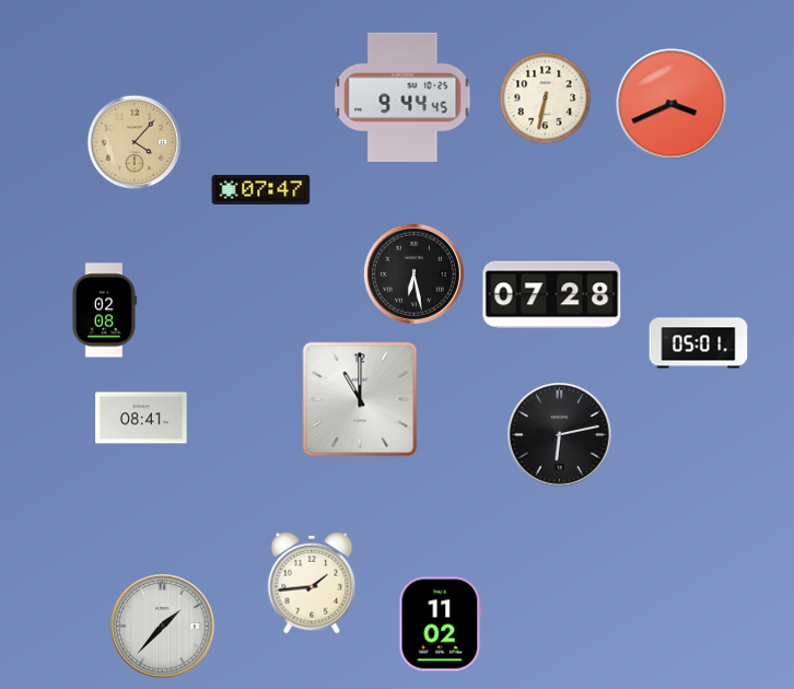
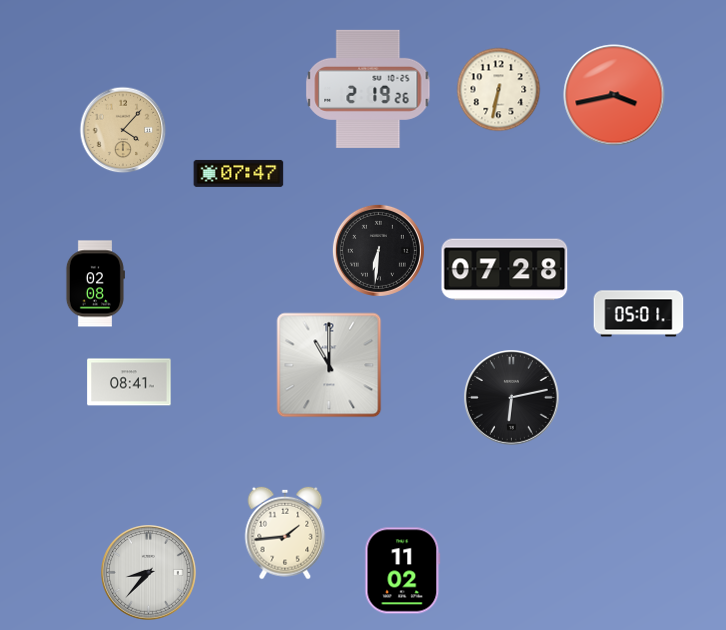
clock at (402, 97): 9:44 -> 2:19
clock at (672, 104): 3:41 -> 3:43
clock at (413, 273): 6:28 -> 6:31
clock at (163, 627): 1:37 -> 8:37
